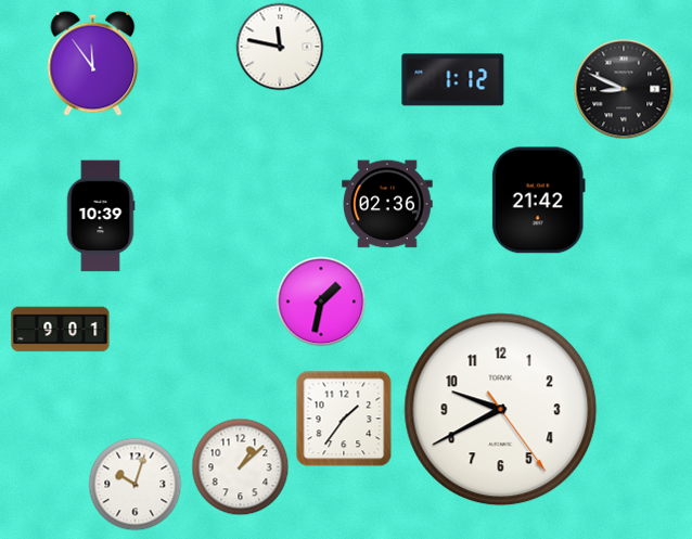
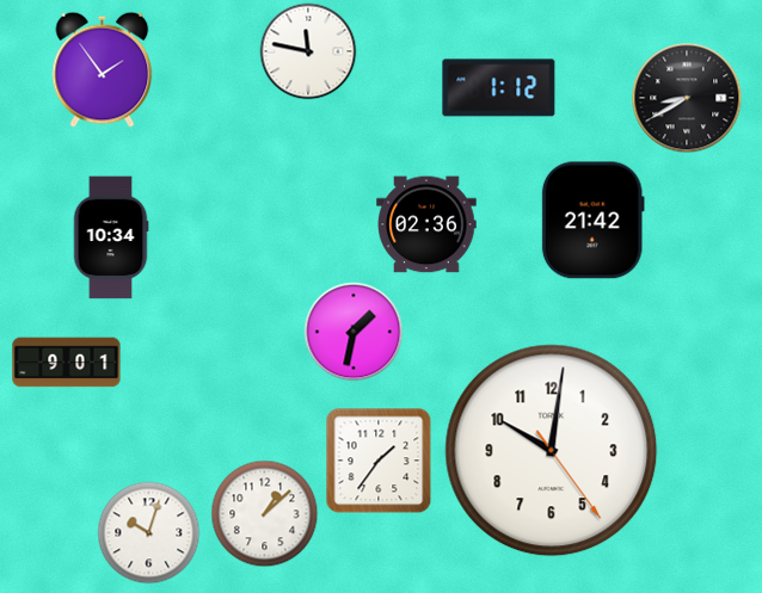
clock at (93, 63): 11:54 -> 1:54
clock at (624, 89): 8:49 -> 8:40
clock at (101, 216): 10:39 -> 10:34
clock at (501, 410): 9:40 -> 10:01
